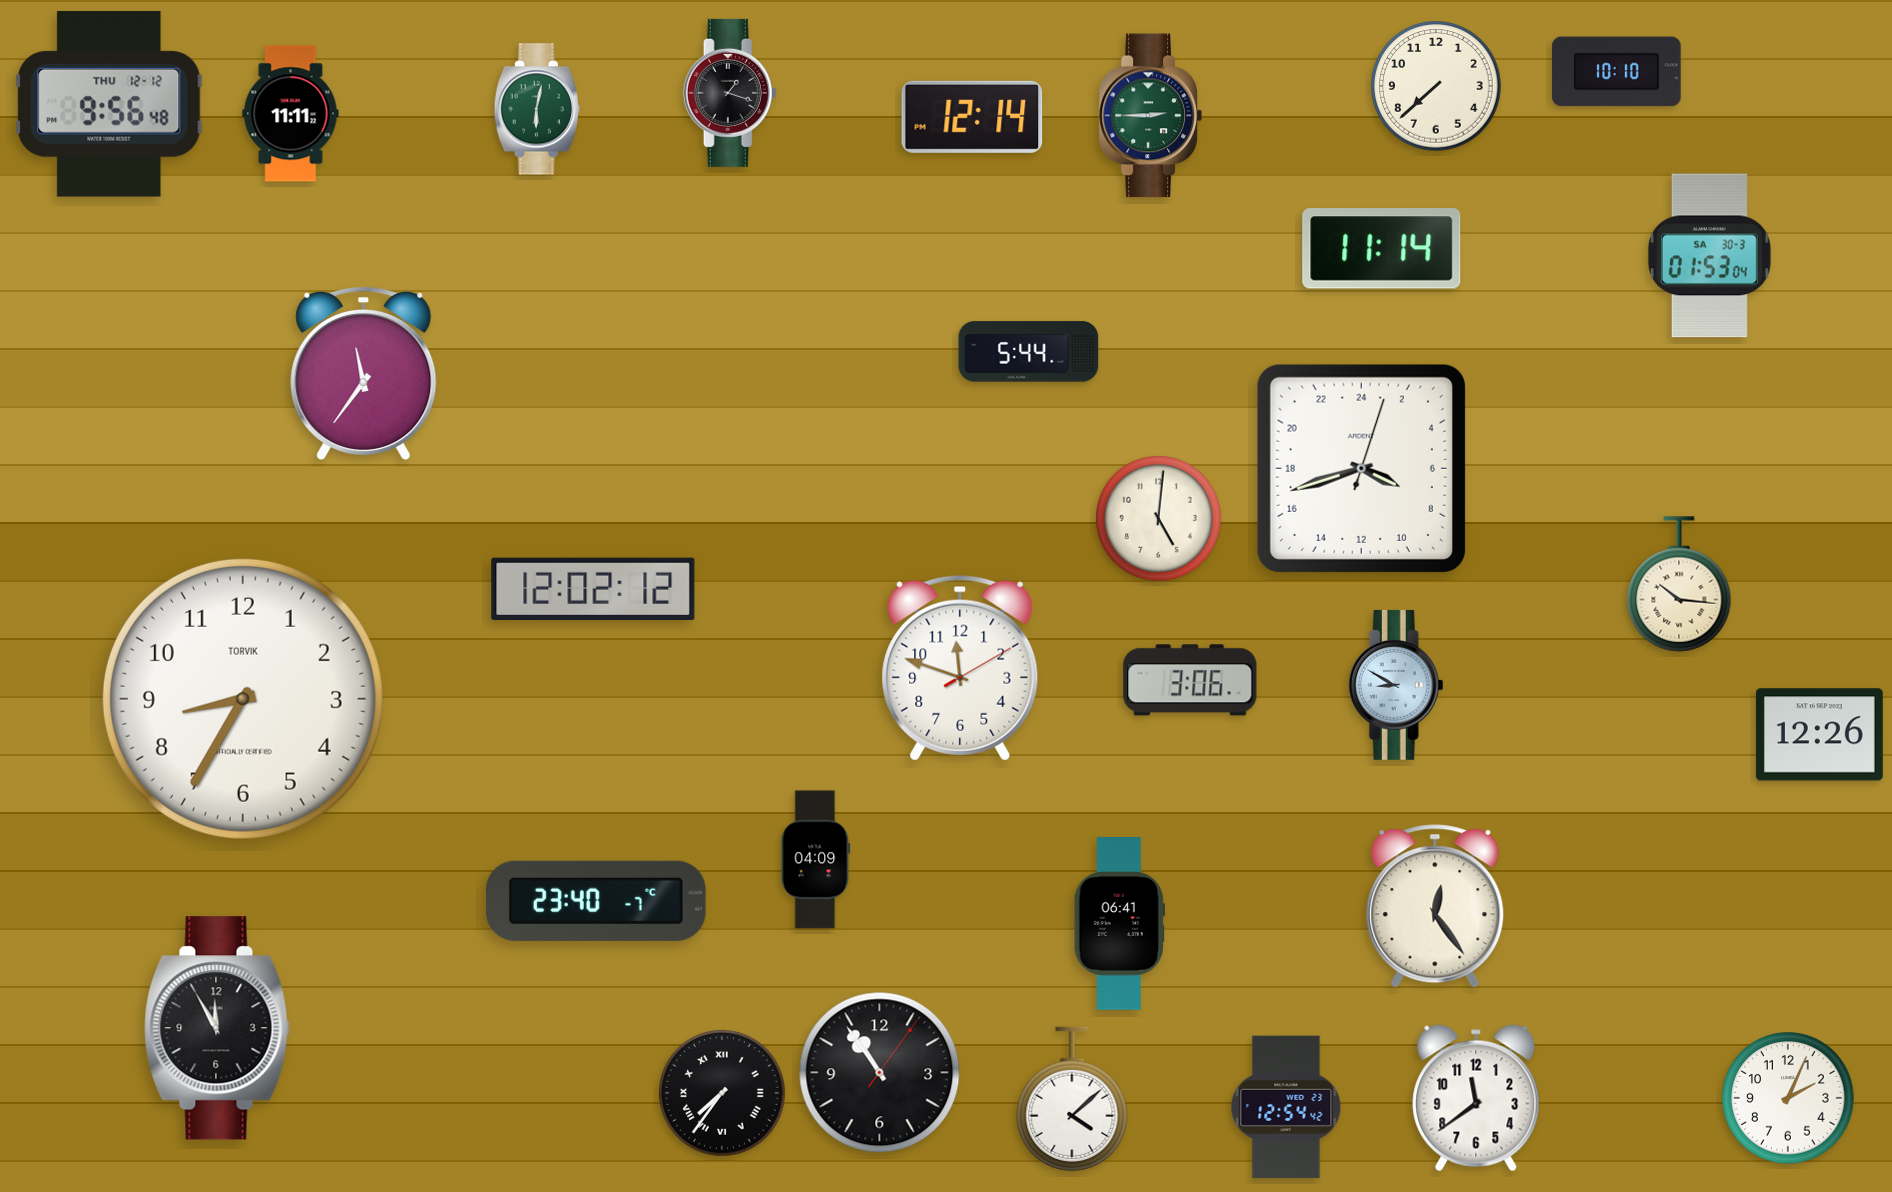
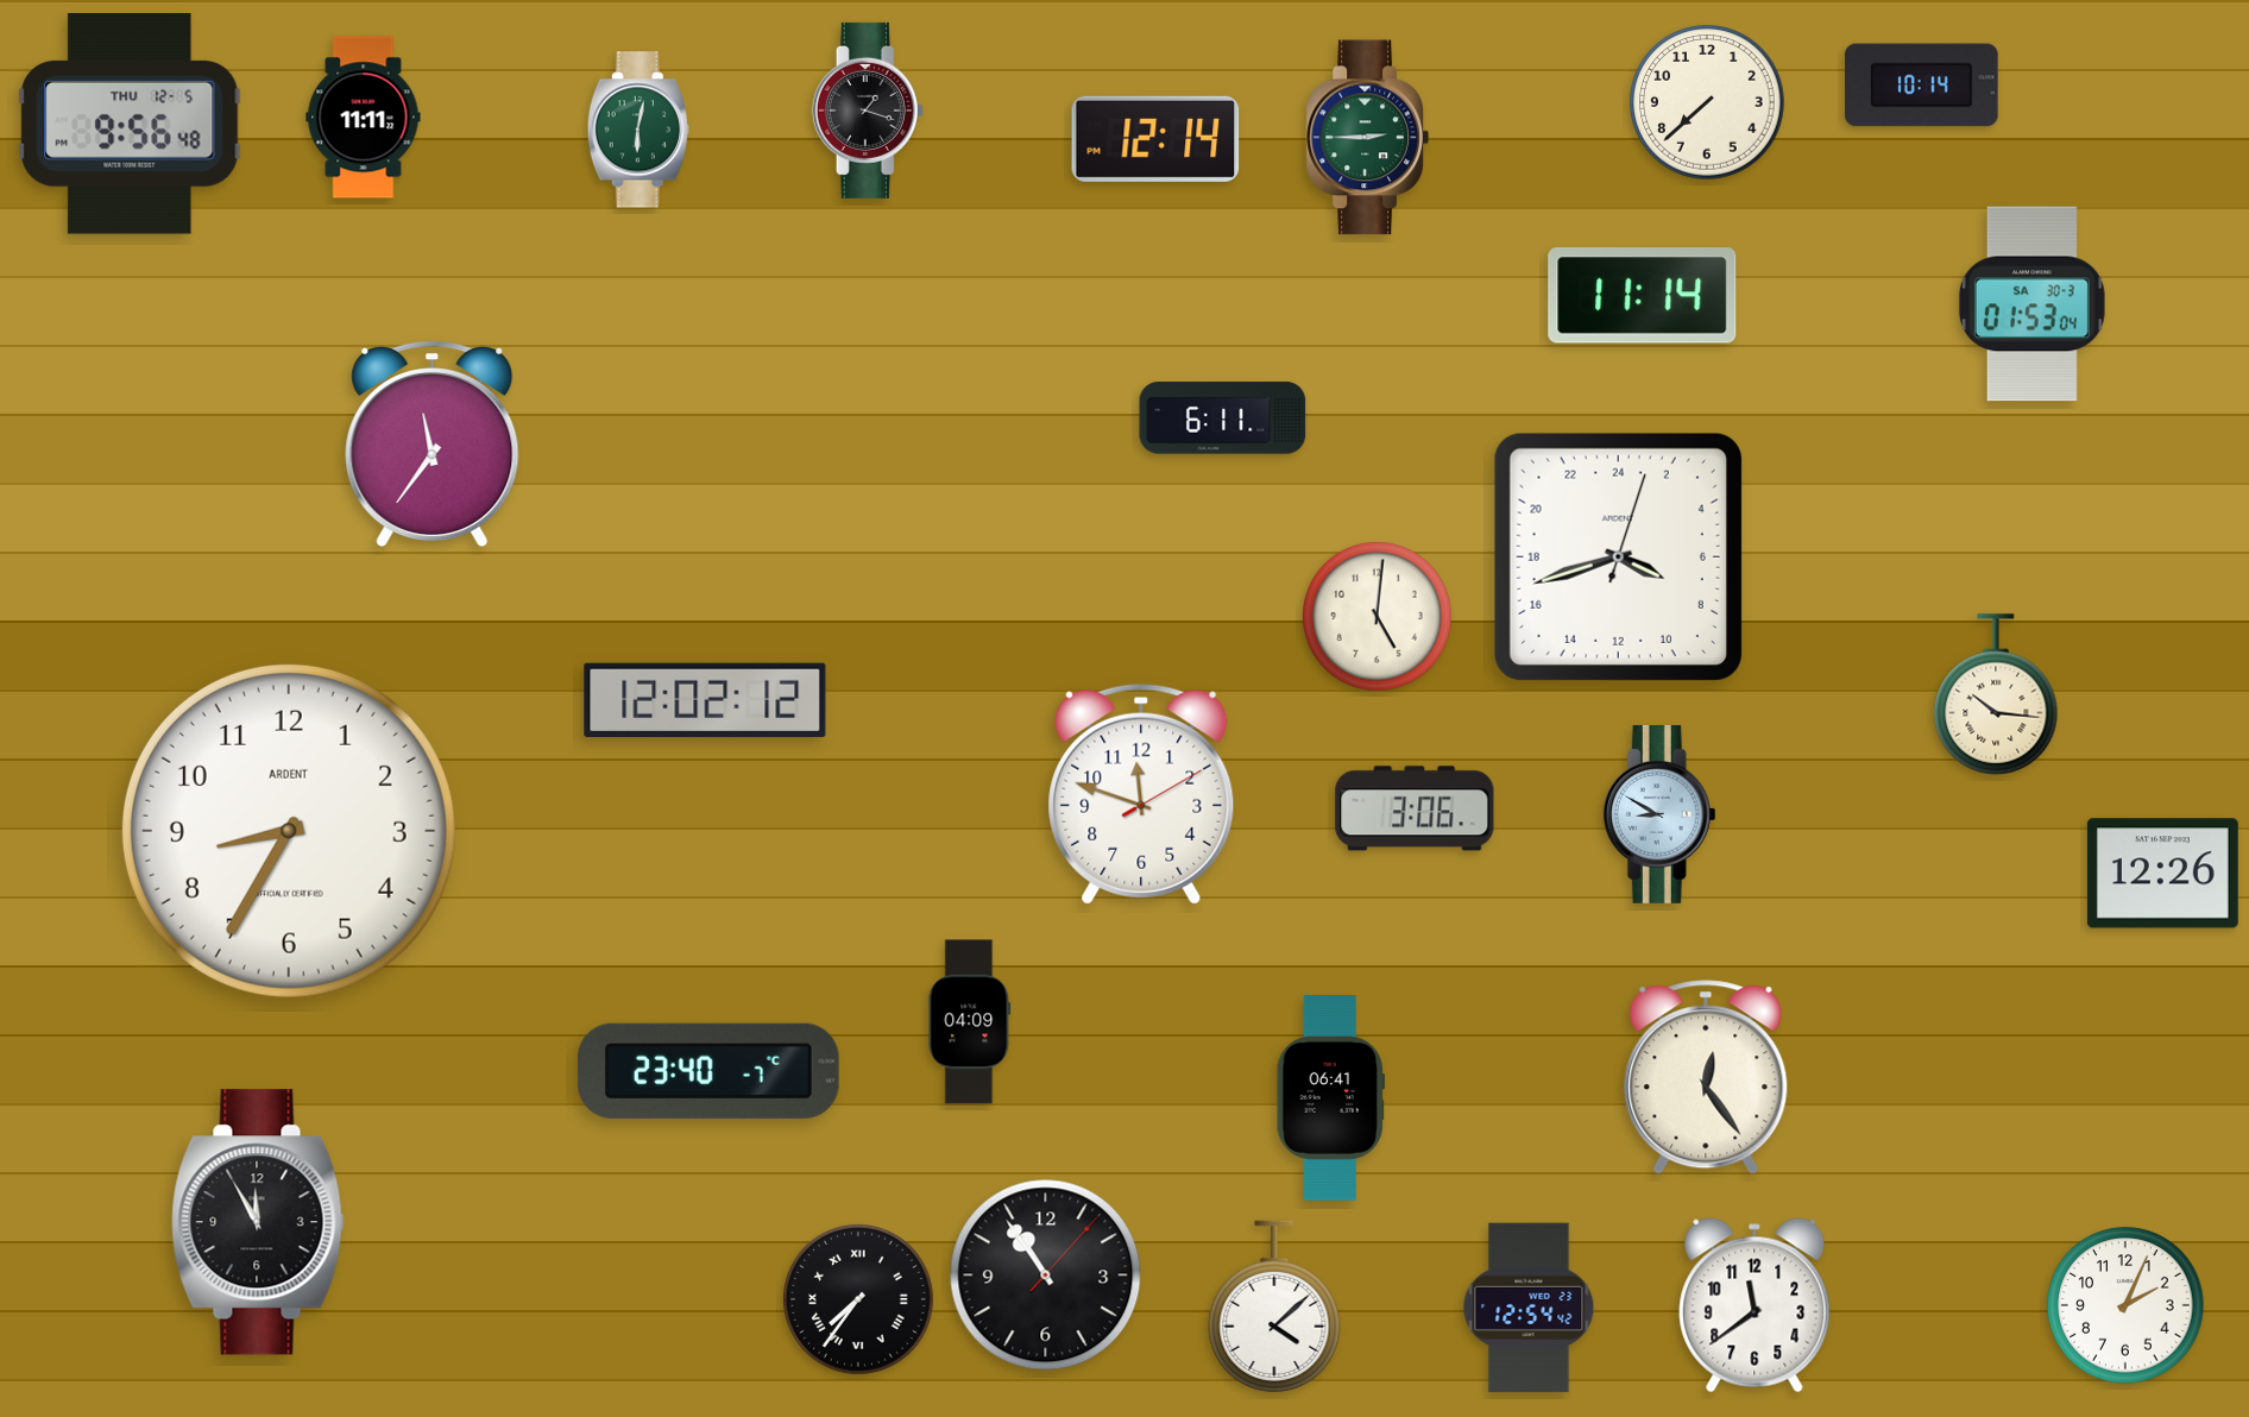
clock at (1617, 72): 10:10 -> 10:14
clock at (109, 105) date: THU 12-12 -> THU 12-5
clock at (291, 114) position: (291, 114) -> (364, 118)
clock at (1029, 352): 5:44 -> 6:11
clock at (243, 699) brand: TORVIK -> ARDENT
clock at (880, 1073): 10:54:06 -> 10:54:07
clock at (1286, 1107) position: (1286, 1107) -> (1529, 1308)
